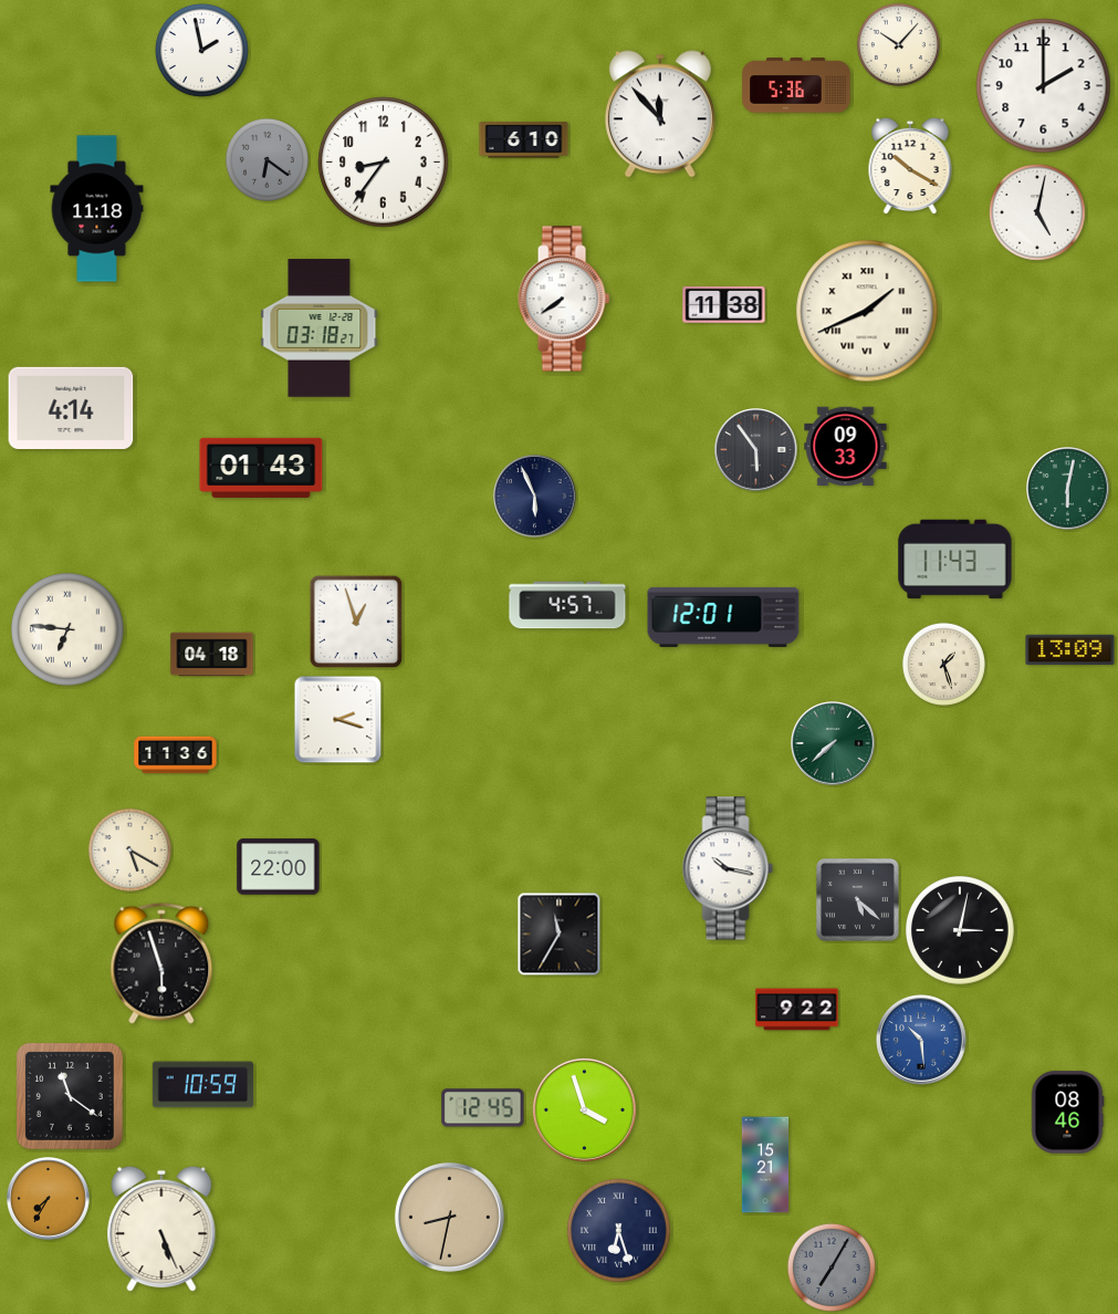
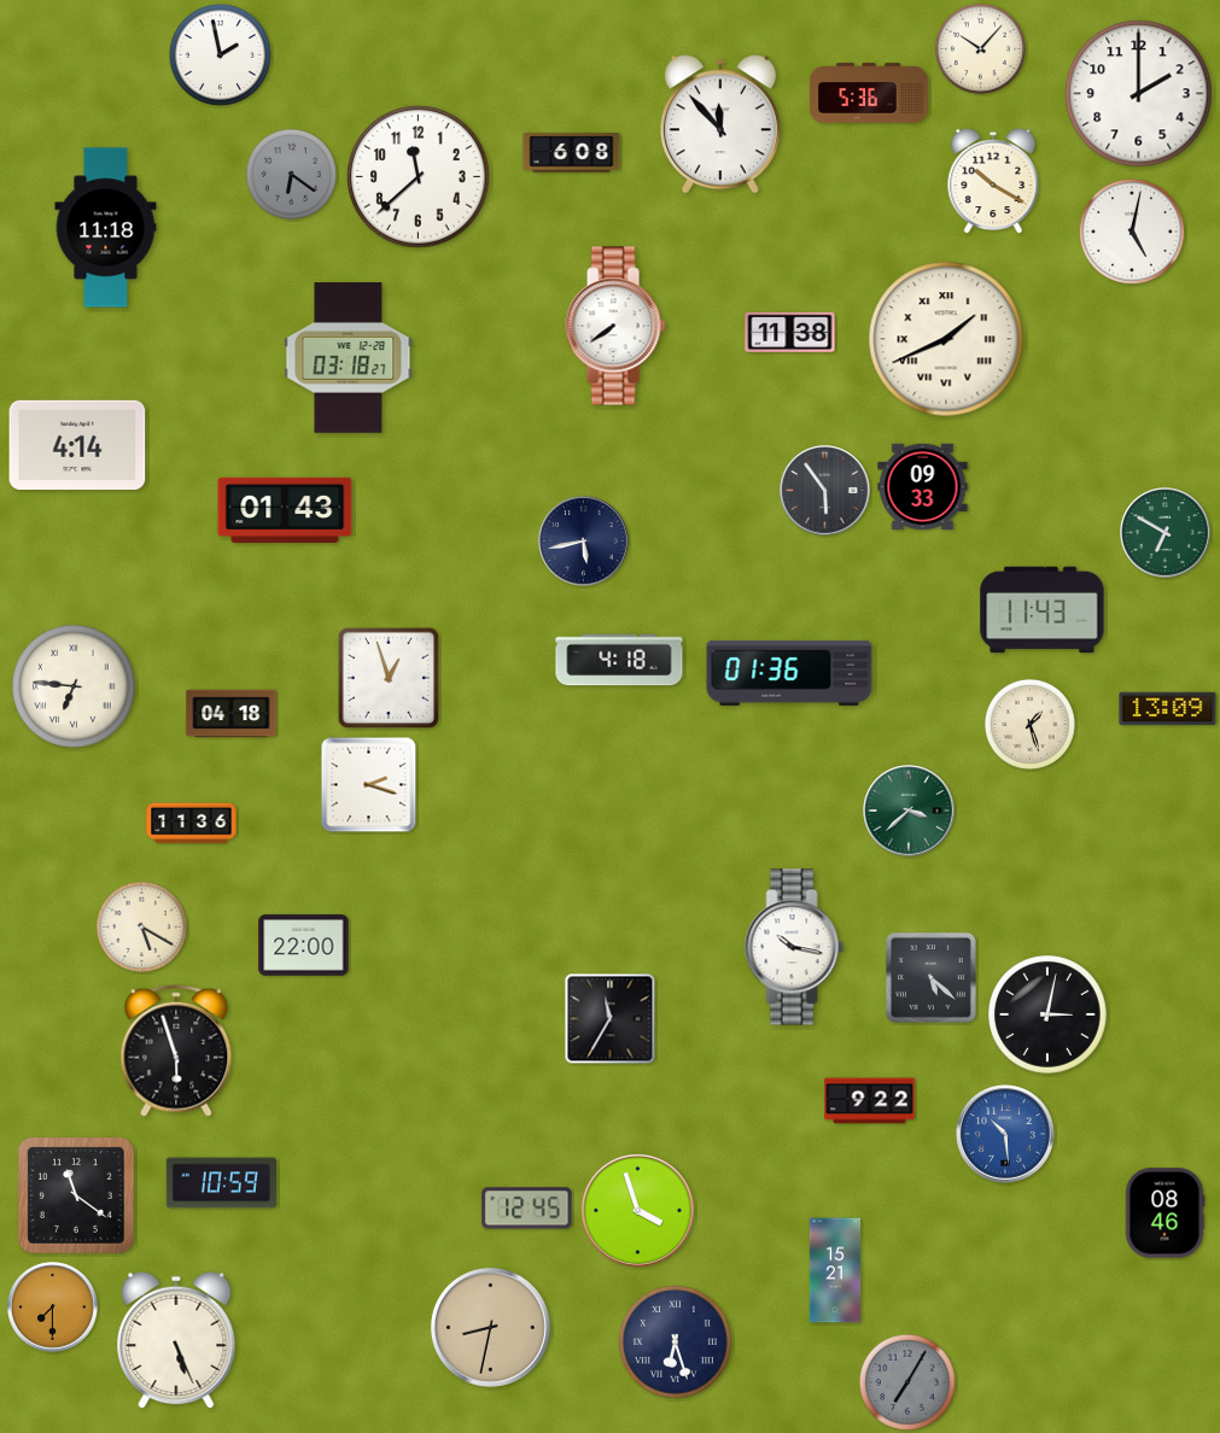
clock at (524, 140): 6:10 -> 6:08
clock at (384, 163): 8:36 -> 11:38
clock at (1068, 489): 6:02 -> 6:50
clock at (535, 497): 5:56 -> 5:43
clock at (567, 605): 4:57 -> 4:18
clock at (723, 617): 12:01 -> 01:36
clock at (833, 743): 7:38 -> 3:38
clock at (857, 899) position: (857, 899) -> (930, 977)
clock at (49, 1199): 7:35 -> 7:30
